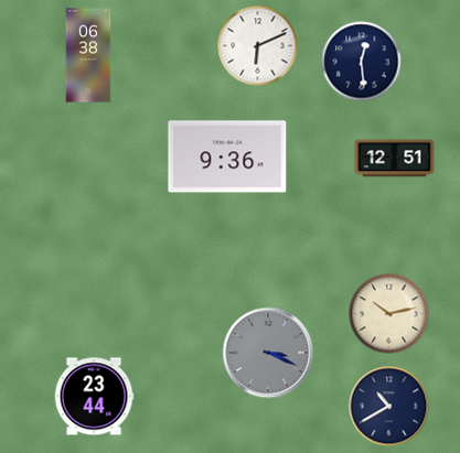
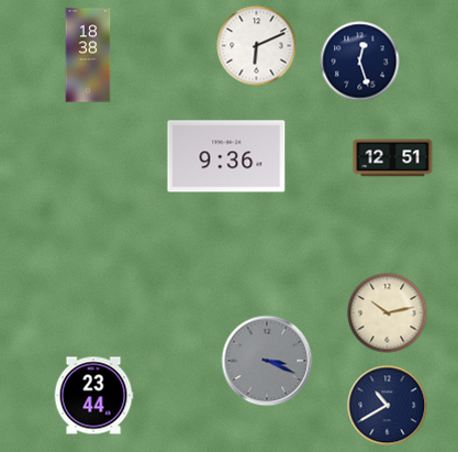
clock at (88, 55): 06:38 -> 18:38
clock at (362, 62): 12:29 -> 12:27
clock at (268, 353) position: (268, 353) -> (267, 361)
